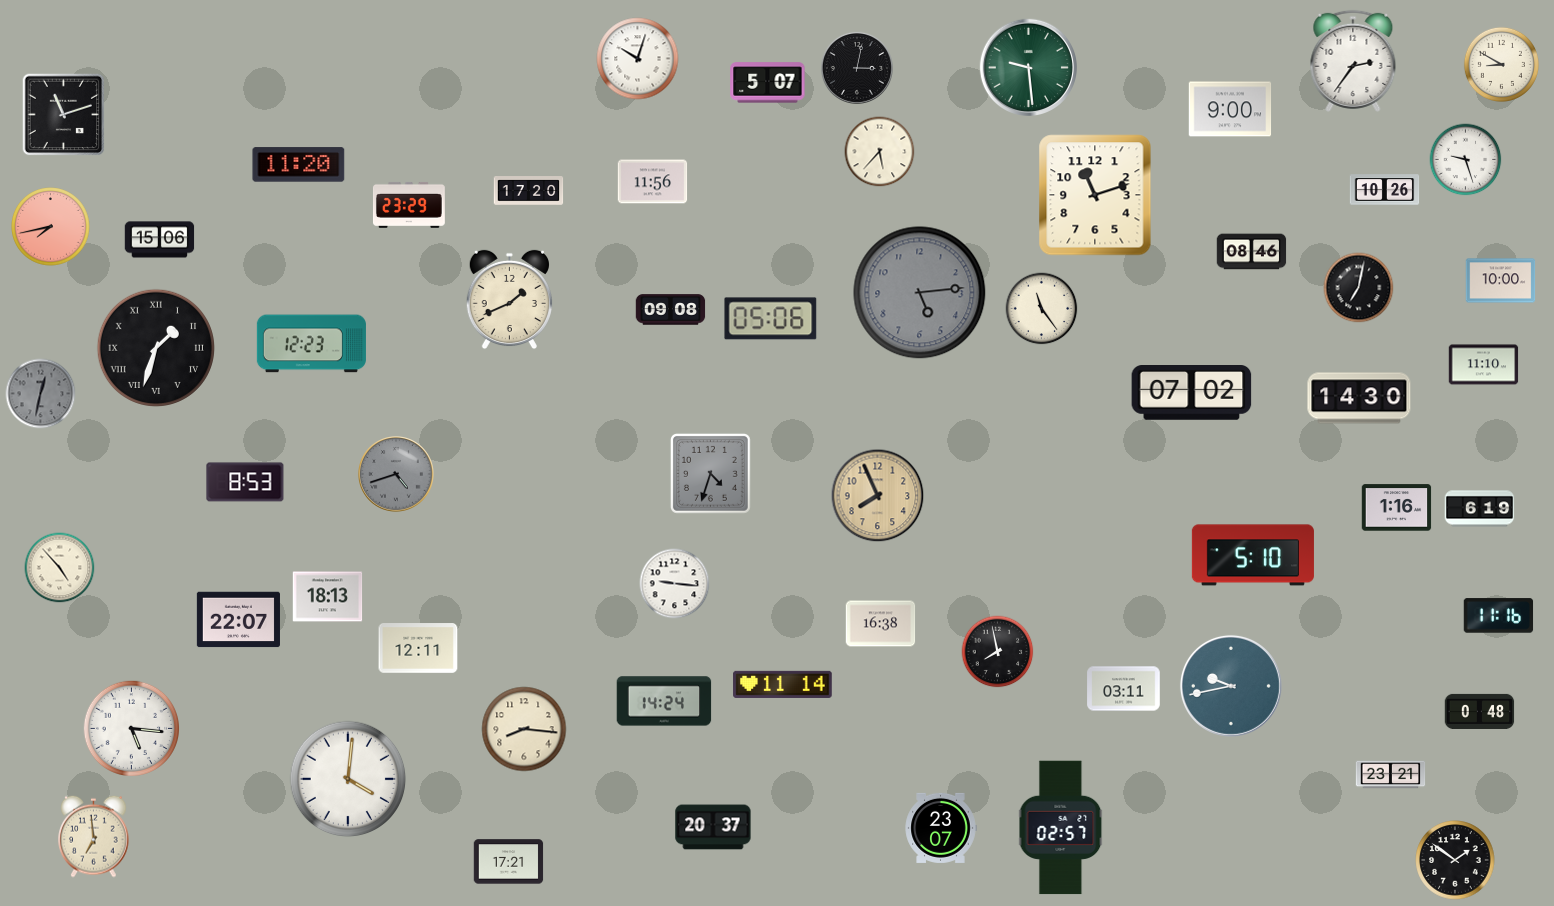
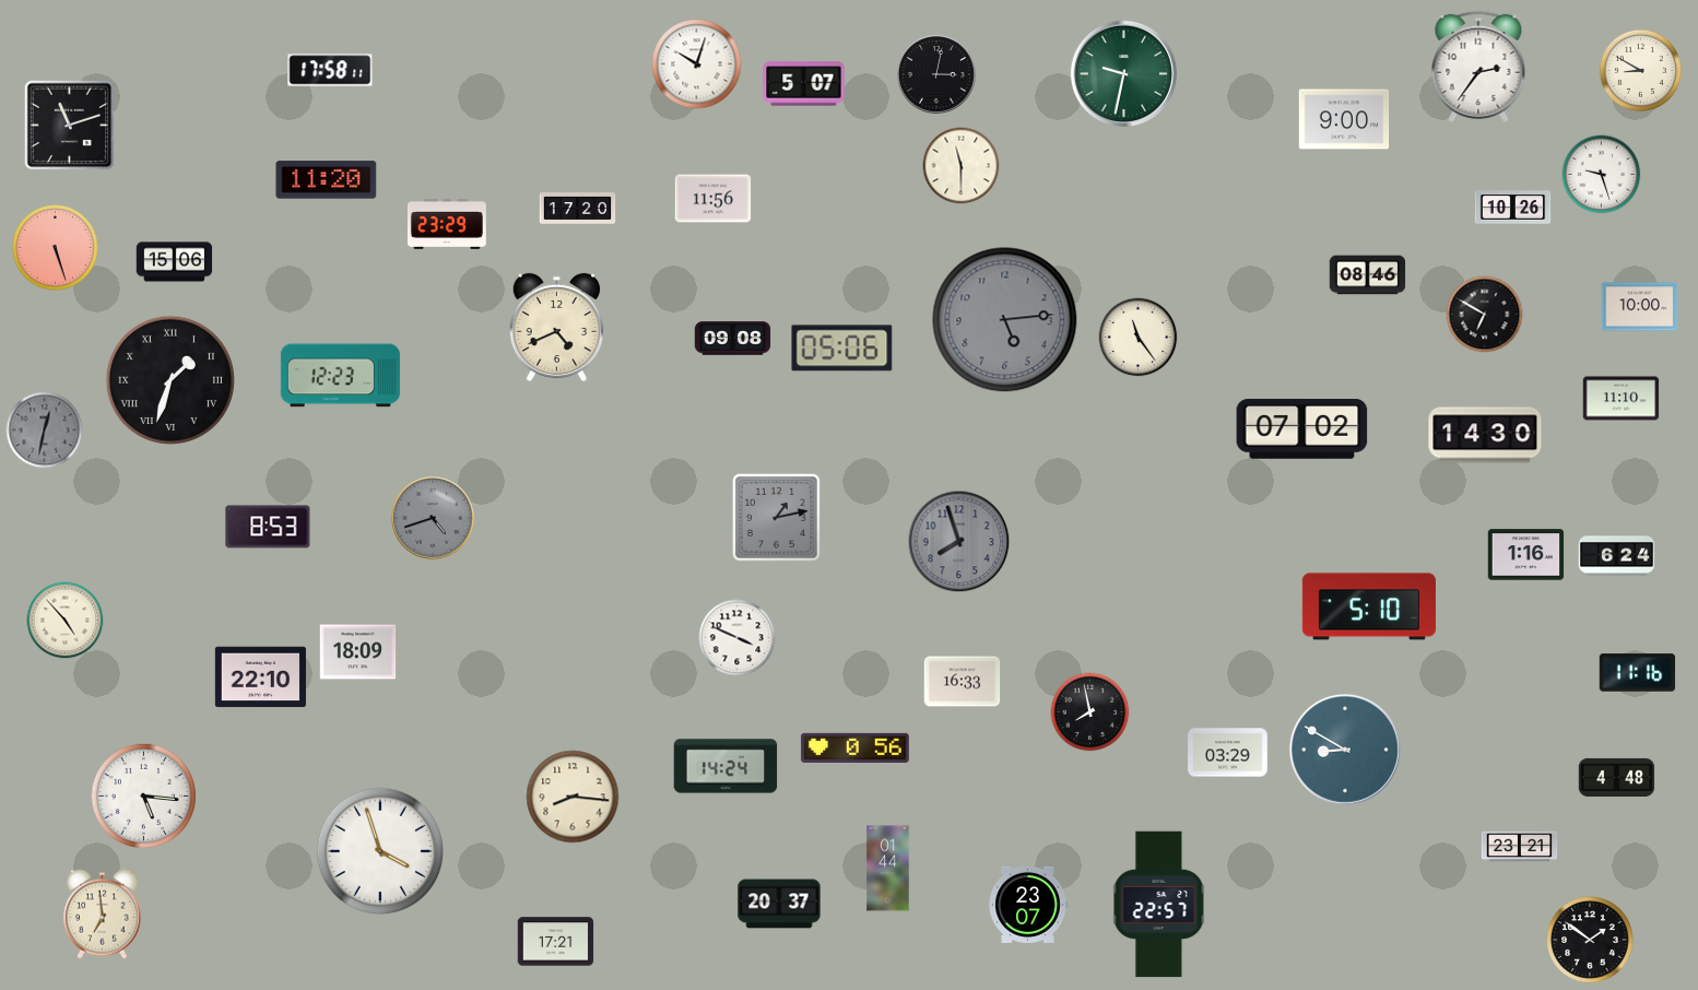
clock at (330, 70): none -> 17:58
clock at (1028, 67): 9:29 -> 9:32
clock at (768, 83) position: (768, 83) -> (804, 84)
clock at (880, 152): 5:37 -> 11:30
clock at (1095, 195): 11:12 -> none
clock at (51, 227): 7:43 -> 5:27
clock at (1359, 288): 7:02 -> 6:50
clock at (509, 300): 1:41 -> 4:41
clock at (710, 473): 4:33 -> 1:13
clock at (878, 496): 7:56 -> 7:57
clock at (878, 496) dial: champagne -> grey
clock at (1480, 509): 6:19 -> 6:24
clock at (675, 584): 9:16 -> 3:49
clock at (328, 597): 18:13 -> 18:09
clock at (238, 620): 22:07 -> 22:10
clock at (881, 624): 16:38 -> 16:33
clock at (418, 648): 12:11 -> none
clock at (783, 684): 11:14 -> 0:56
clock at (1231, 686): 9:43 -> 8:50
clock at (1124, 689): 03:11 -> 03:29
clock at (1480, 711): 0:48 -> 4:48
clock at (348, 779): 4:01 -> 3:57
clock at (888, 869): none -> 01:44
clock at (1061, 828): 02:57 -> 22:57
